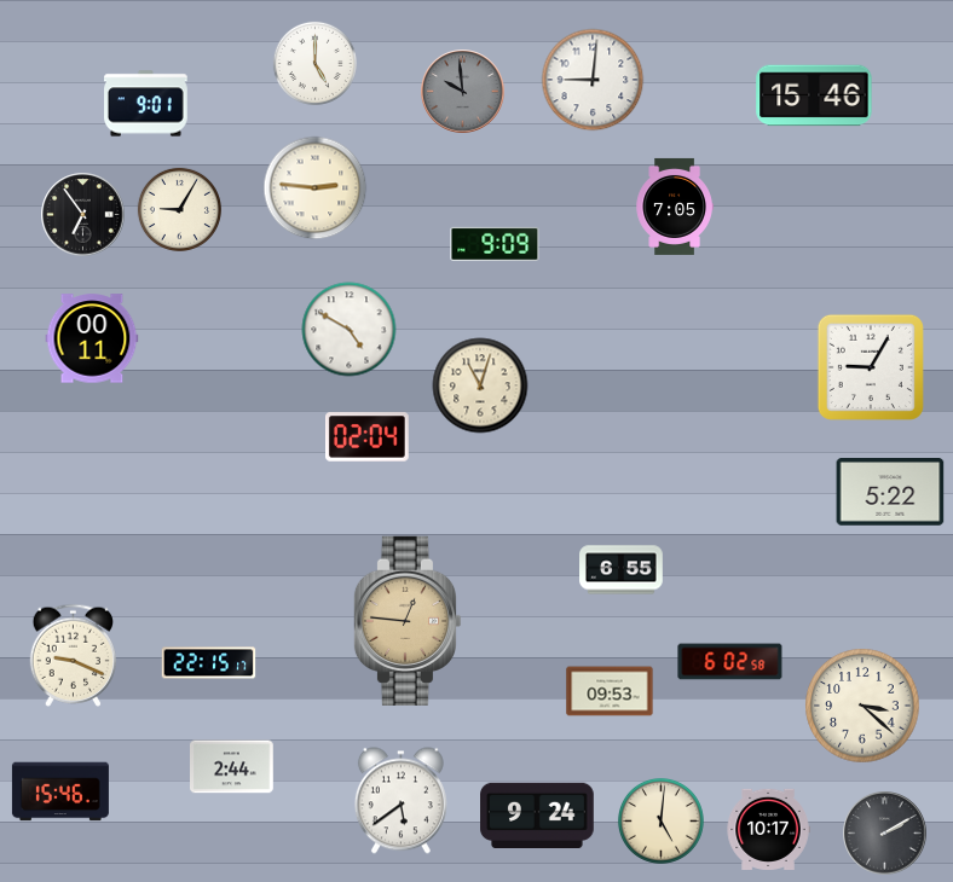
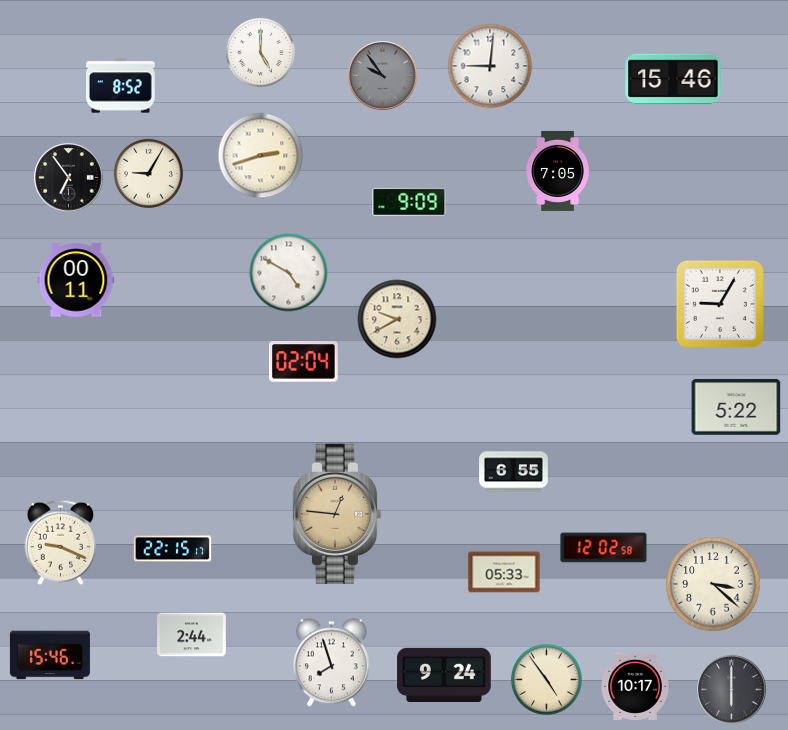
clock at (463, 92): 9:59 -> 9:54
clock at (146, 104): 9:01 -> 8:52
clock at (316, 188): 2:46 -> 2:42
clock at (480, 385): 11:03 -> 9:40
clock at (730, 662): 6:02 -> 12:02
clock at (610, 691): 09:53 -> 05:33
clock at (400, 801): 5:39 -> 7:57
clock at (660, 820): 5:01 -> 4:54
clock at (885, 834): 2:10 -> 6:00
